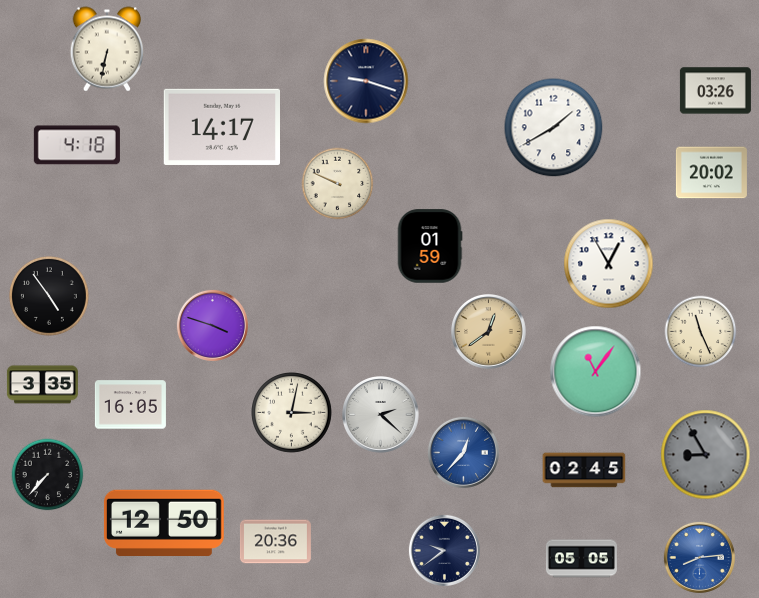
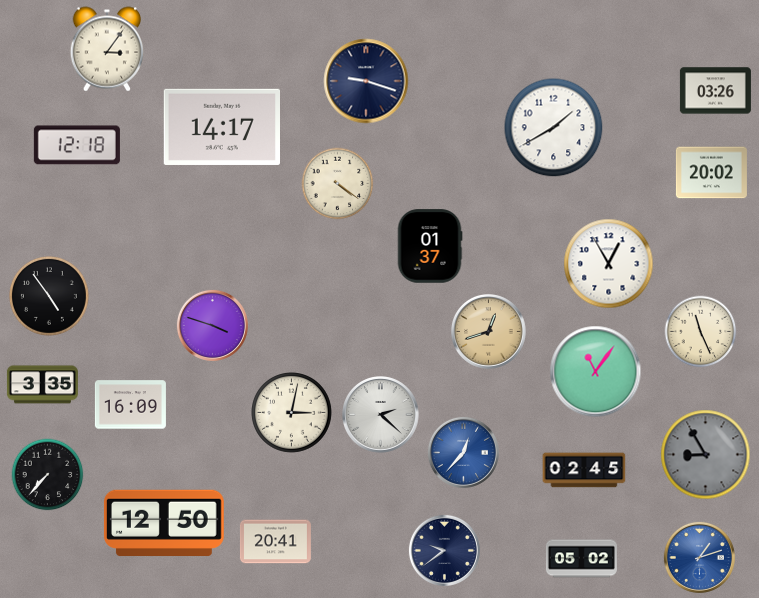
clock at (107, 49): 6:32 -> 3:06
clock at (77, 145): 4:18 -> 12:18
clock at (338, 184): 9:49 -> 4:21
clock at (430, 246): 01:59 -> 01:37
clock at (489, 332): 12:39 -> 12:42
clock at (130, 405): 16:05 -> 16:09
clock at (275, 542): 20:36 -> 20:41
clock at (699, 557): 8:14 -> 1:12
clock at (581, 559): 05:05 -> 05:02
